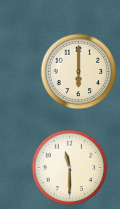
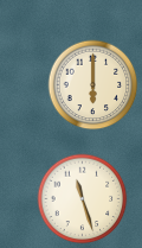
clock at (70, 168): 11:30 -> 11:27
